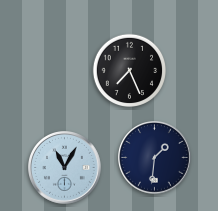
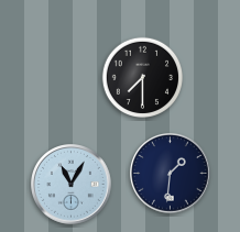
clock at (129, 70): 7:26 -> 7:30
